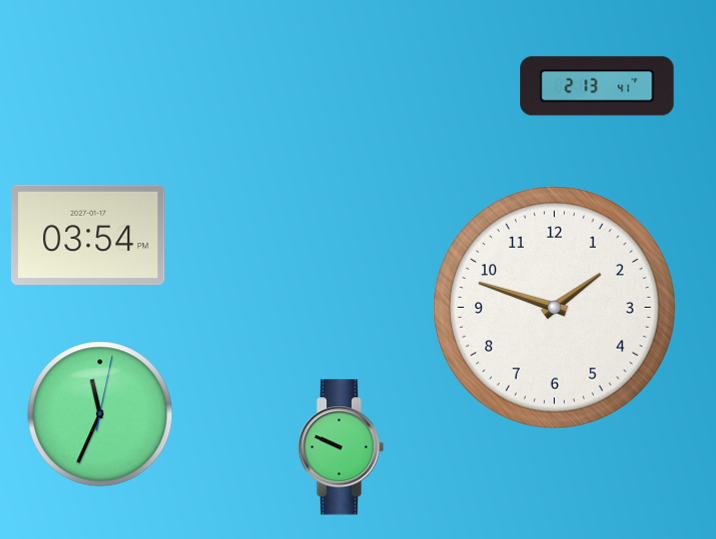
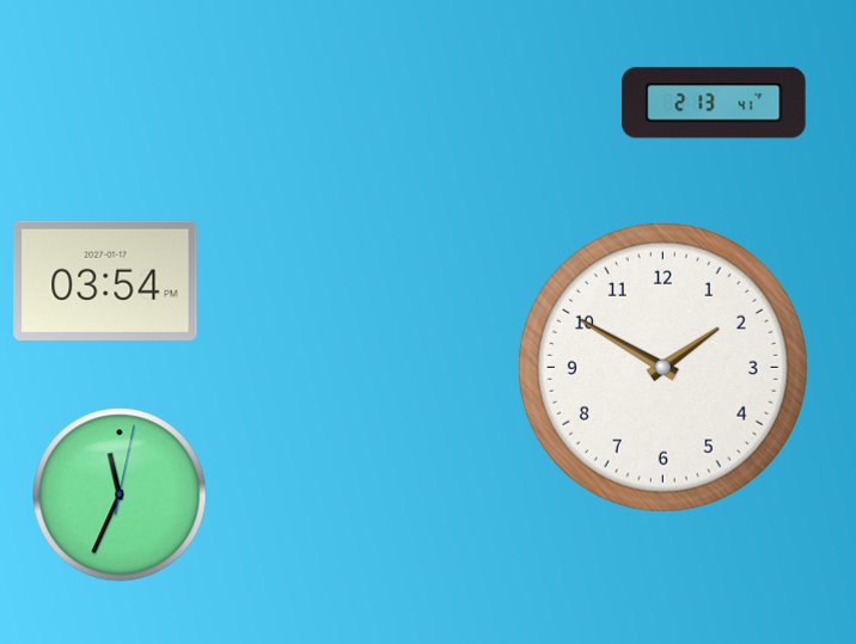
clock at (554, 307): 1:48 -> 1:50
clock at (341, 447): 9:49 -> none
